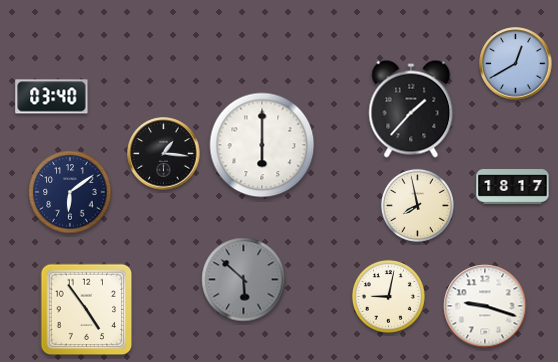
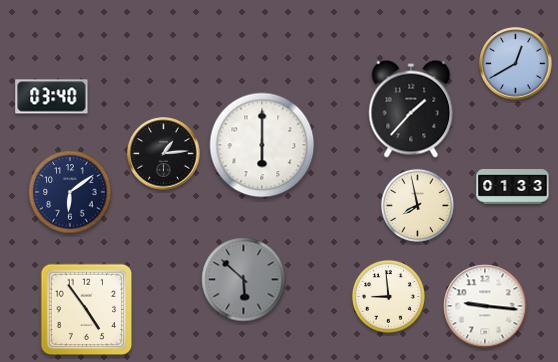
clock at (164, 154): 1:16 -> 1:14
clock at (513, 187): 18:17 -> 01:33
clock at (388, 296): 9:02 -> 8:59
clock at (485, 306): 9:18 -> 9:16
